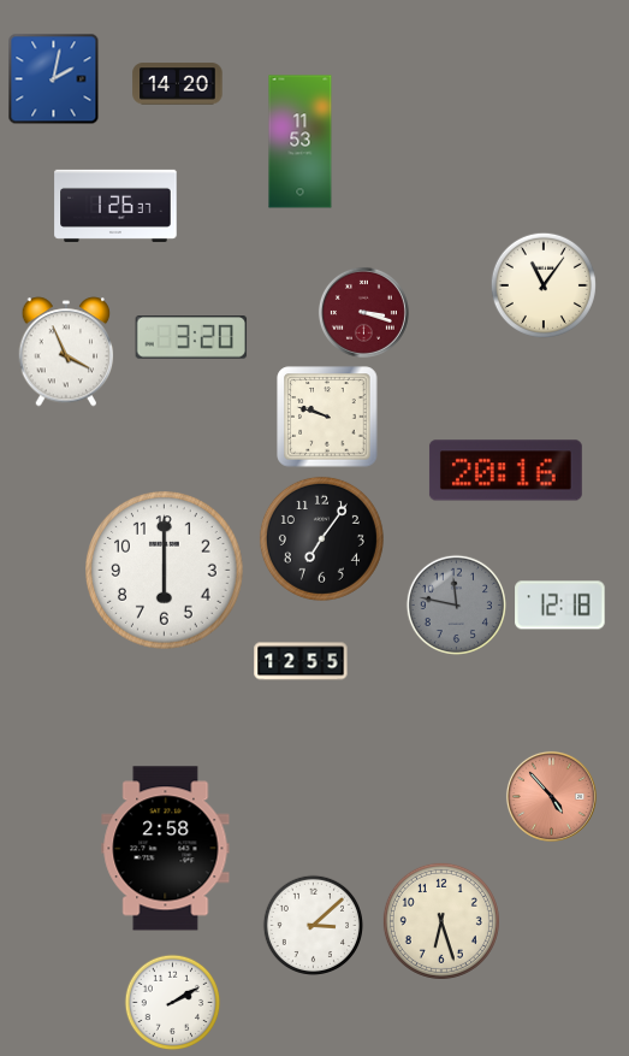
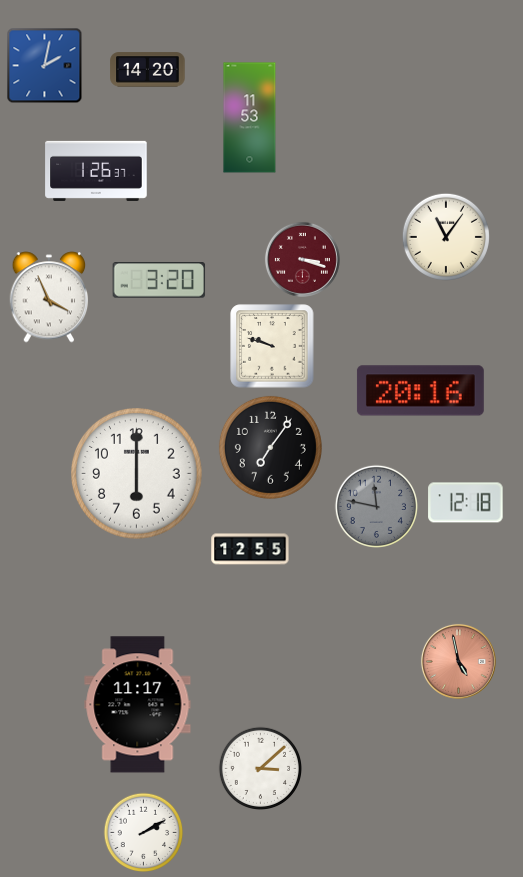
clock at (544, 285) position: (544, 285) -> (446, 237)
clock at (66, 352) position: (66, 352) -> (49, 297)
clock at (321, 538) position: (321, 538) -> (270, 447)
clock at (456, 604) position: (456, 604) -> (376, 506)
clock at (551, 796): 4:53 -> 4:58
clock at (166, 849): 2:58 -> 11:17
clock at (441, 921): 6:27 -> none
